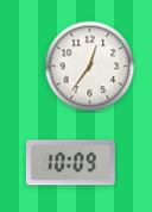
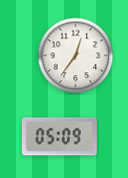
clock at (70, 163): 10:09 -> 05:09
